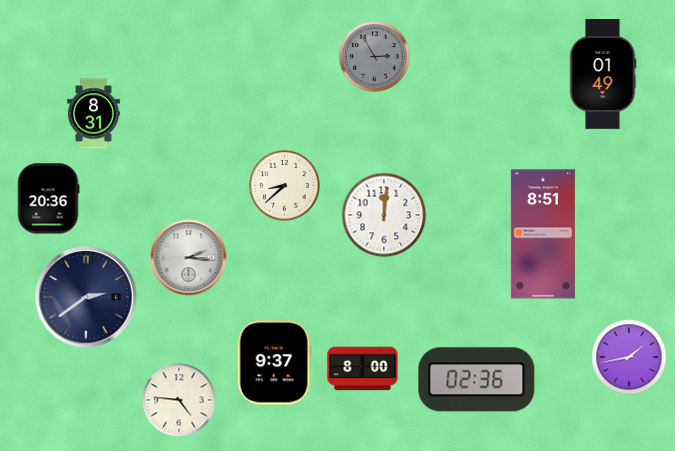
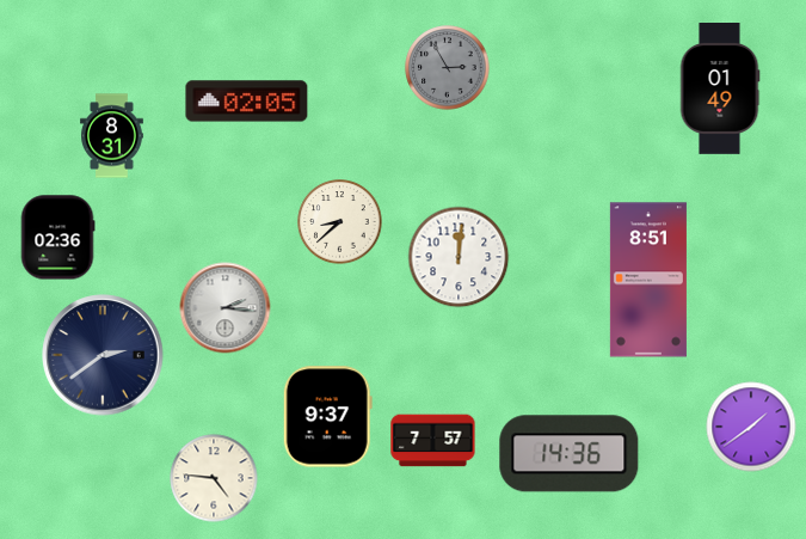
clock at (247, 102): none -> 02:05
clock at (48, 199): 20:36 -> 02:36
clock at (629, 357): 1:43 -> 1:39
clock at (274, 363) position: (274, 363) -> (327, 417)
clock at (363, 369): 8:00 -> 7:57
clock at (477, 380): 02:36 -> 14:36
